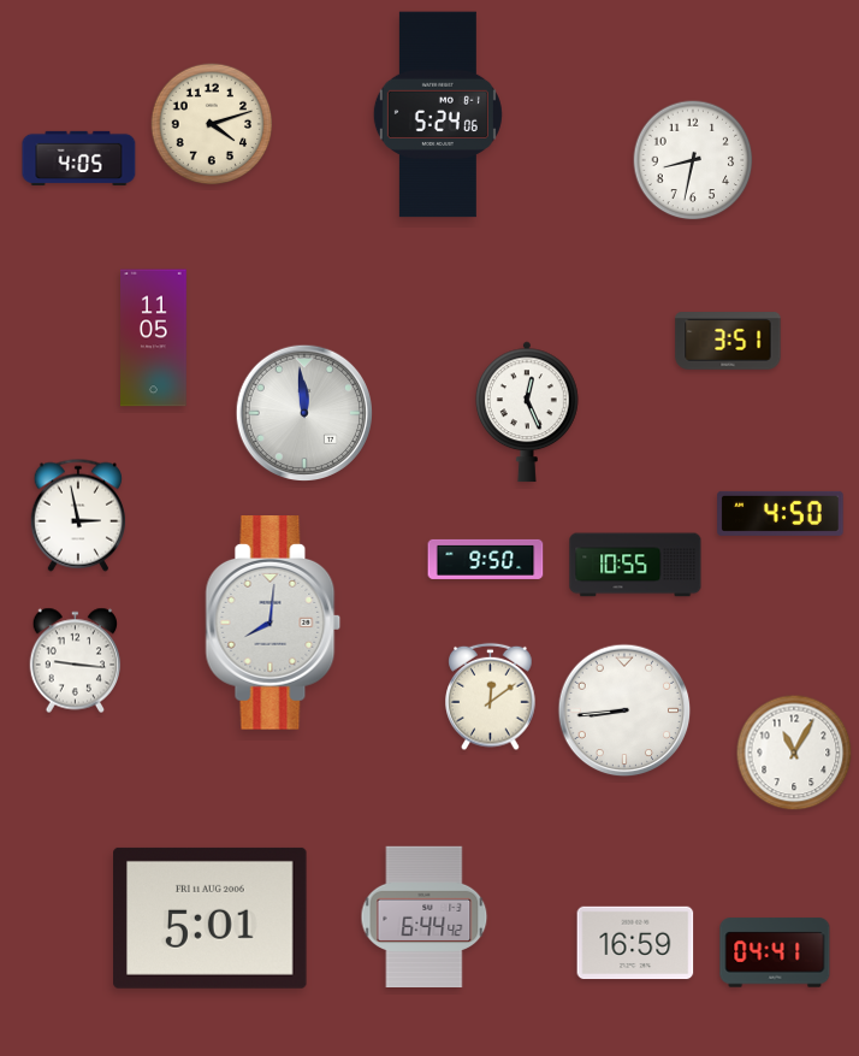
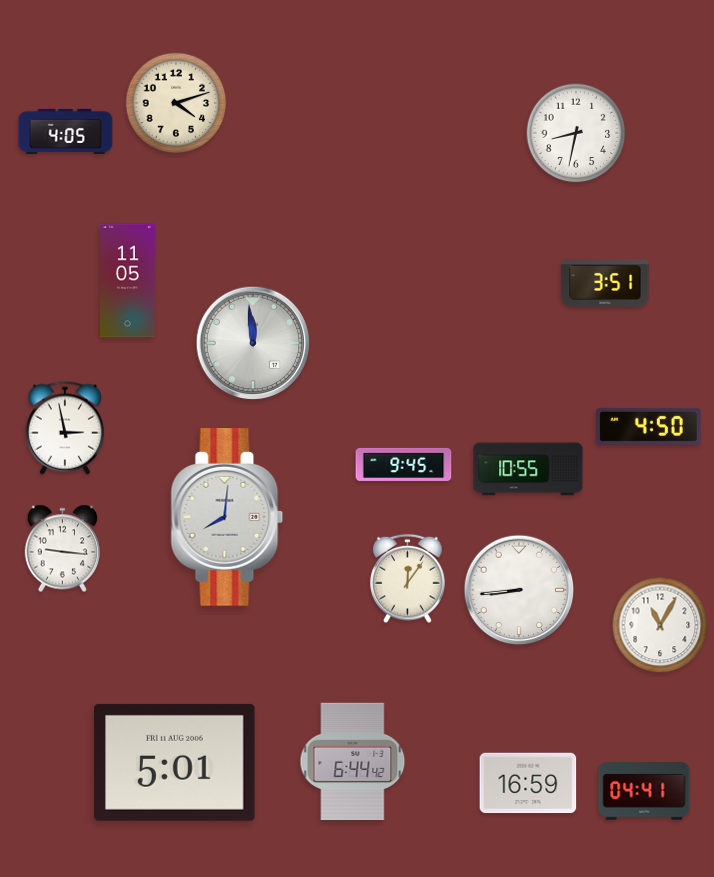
clock at (438, 114): 5:24 -> none
clock at (528, 412): 12:26 -> none
clock at (486, 559): 9:50 -> 9:45
clock at (491, 697): 12:09 -> 12:06
